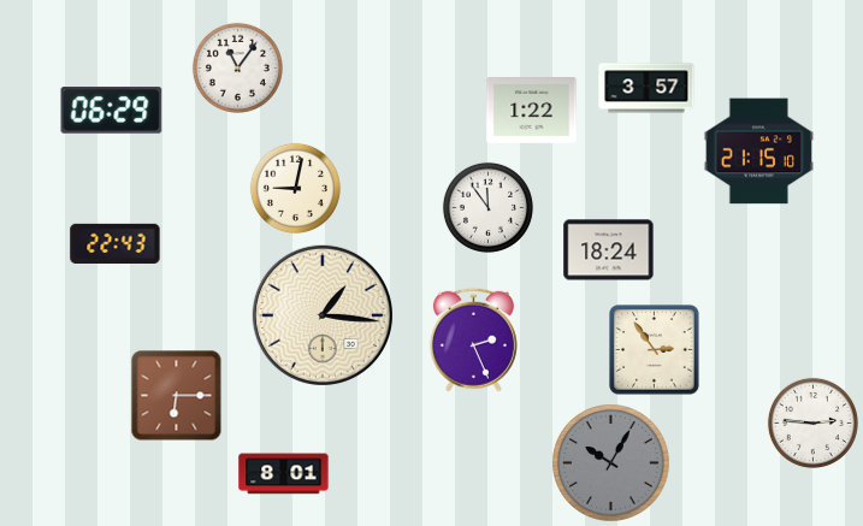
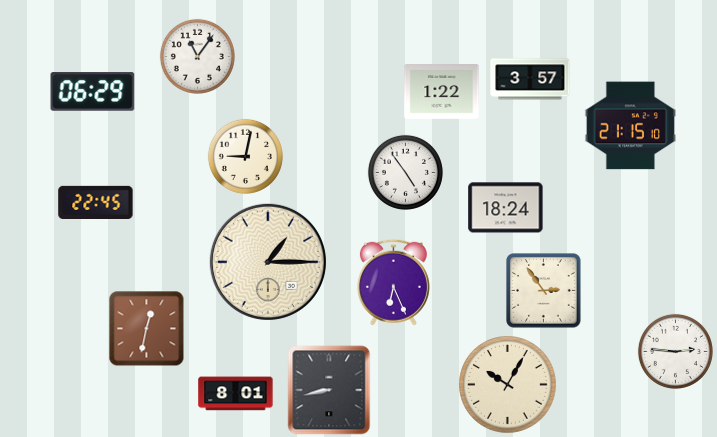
clock at (646, 88) position: (646, 88) -> (530, 79)
clock at (487, 207): 11:54 -> 4:54
clock at (116, 243): 22:43 -> 22:45
clock at (323, 315): 1:16 -> 1:15
clock at (473, 339): 2:26 -> 6:26
clock at (177, 396): 6:15 -> 12:32
clock at (611, 463) dial: grey -> cream
clock at (329, 390): none -> 8:43
